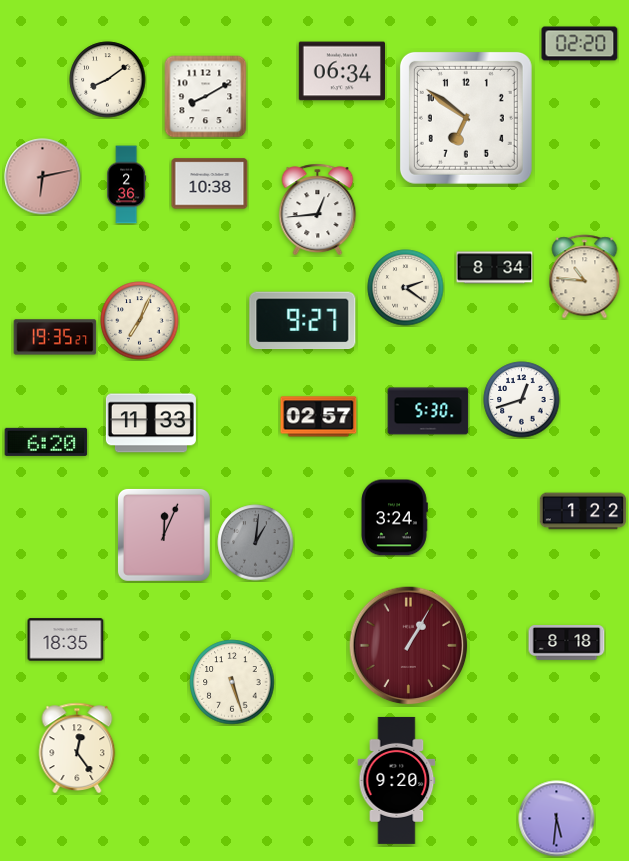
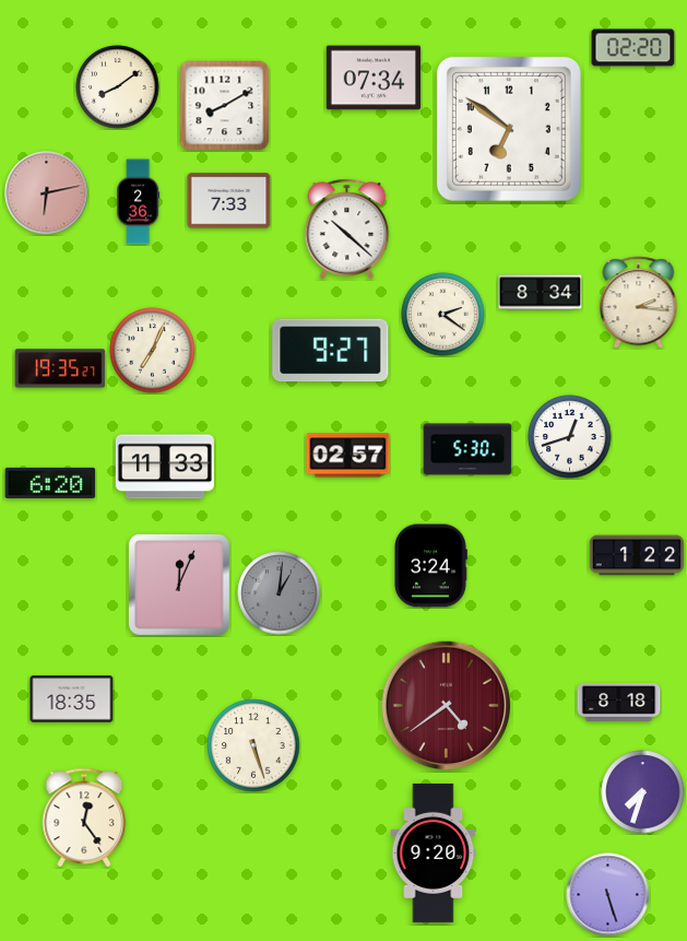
clock at (341, 71): 06:34 -> 07:34
clock at (210, 184): 10:38 -> 7:33
clock at (318, 210): 12:44 -> 10:22
clock at (585, 277): 10:46 -> 2:16
clock at (151, 423) position: (151, 423) -> (165, 467)
clock at (583, 511) position: (583, 511) -> (637, 555)
clock at (409, 646): 1:05 -> 4:39
clock at (643, 792): none -> 7:33
clock at (557, 819): 5:31 -> 5:27
